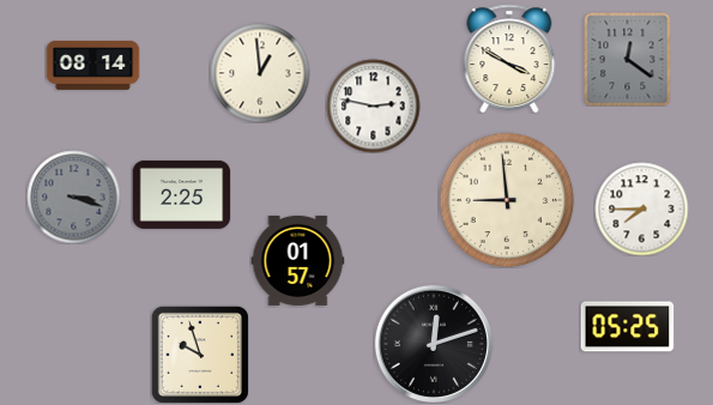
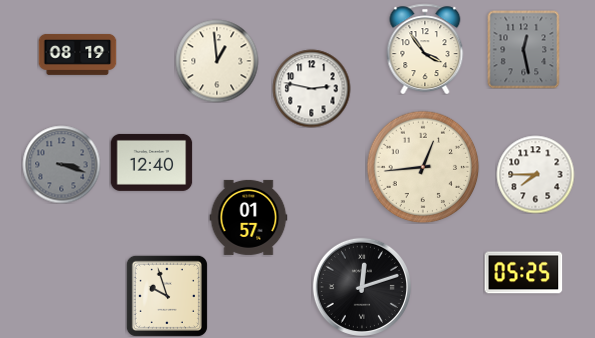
clock at (509, 59): 3:50 -> 3:54
clock at (628, 59): 12:21 -> 12:28
clock at (92, 65): 08:14 -> 08:19
clock at (181, 194): 2:25 -> 12:40
clock at (507, 200): 8:59 -> 12:44
